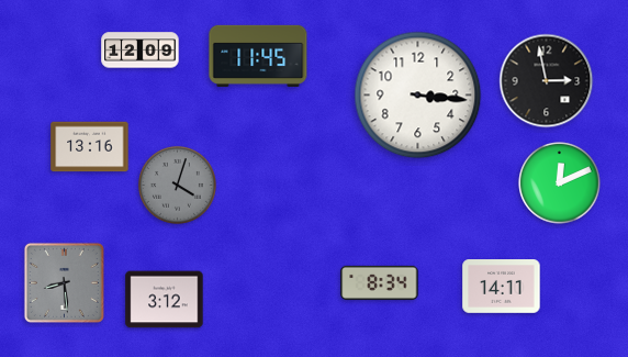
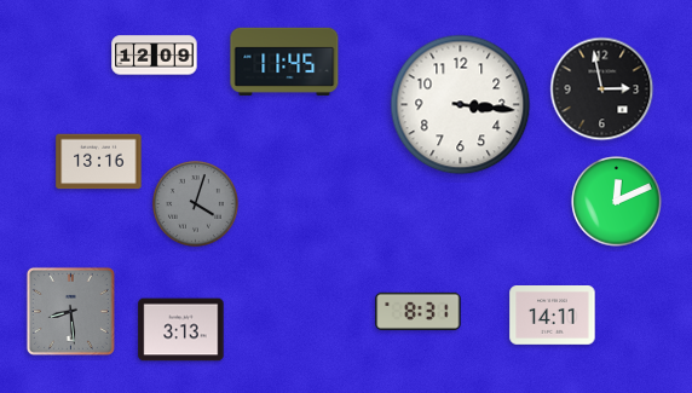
clock at (380, 282): 8:34 -> 8:31
clock at (165, 300): 3:12 -> 3:13
